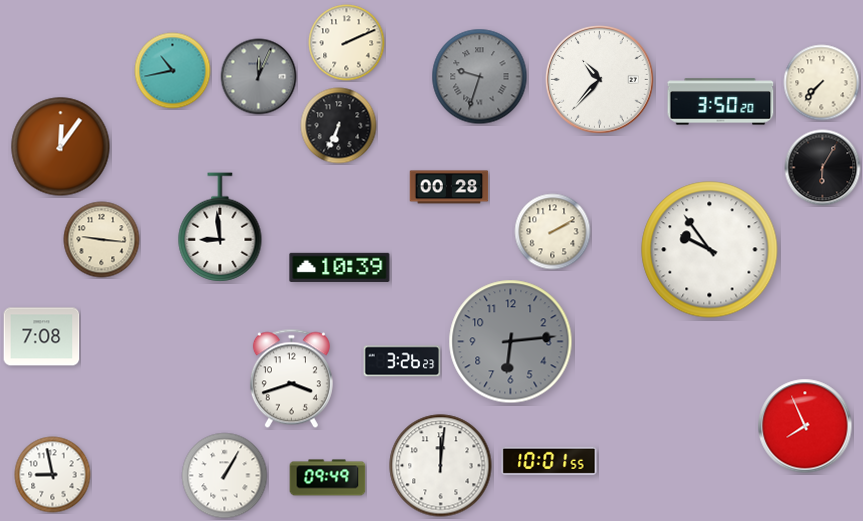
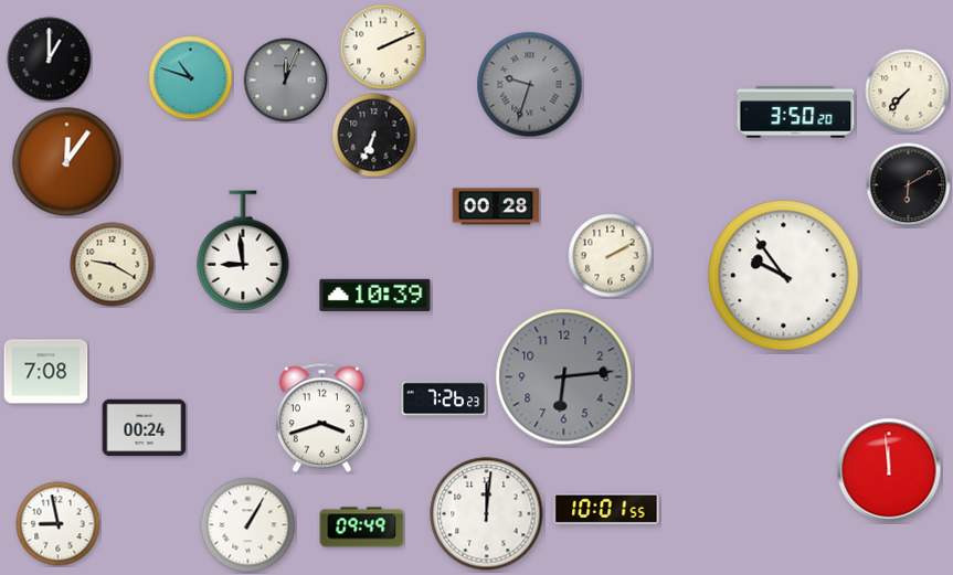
clock at (50, 60): none -> 1:00
clock at (173, 71): 10:43 -> 10:48
clock at (259, 77) position: (259, 77) -> (286, 81)
clock at (600, 80): 10:37 -> none
clock at (339, 126) position: (339, 126) -> (374, 136)
clock at (823, 168): 6:05 -> 6:10
clock at (102, 240): 9:16 -> 9:20
clock at (402, 361): 3:26 -> 7:26
clock at (145, 428): none -> 00:24
clock at (805, 426): 7:56 -> 11:59
